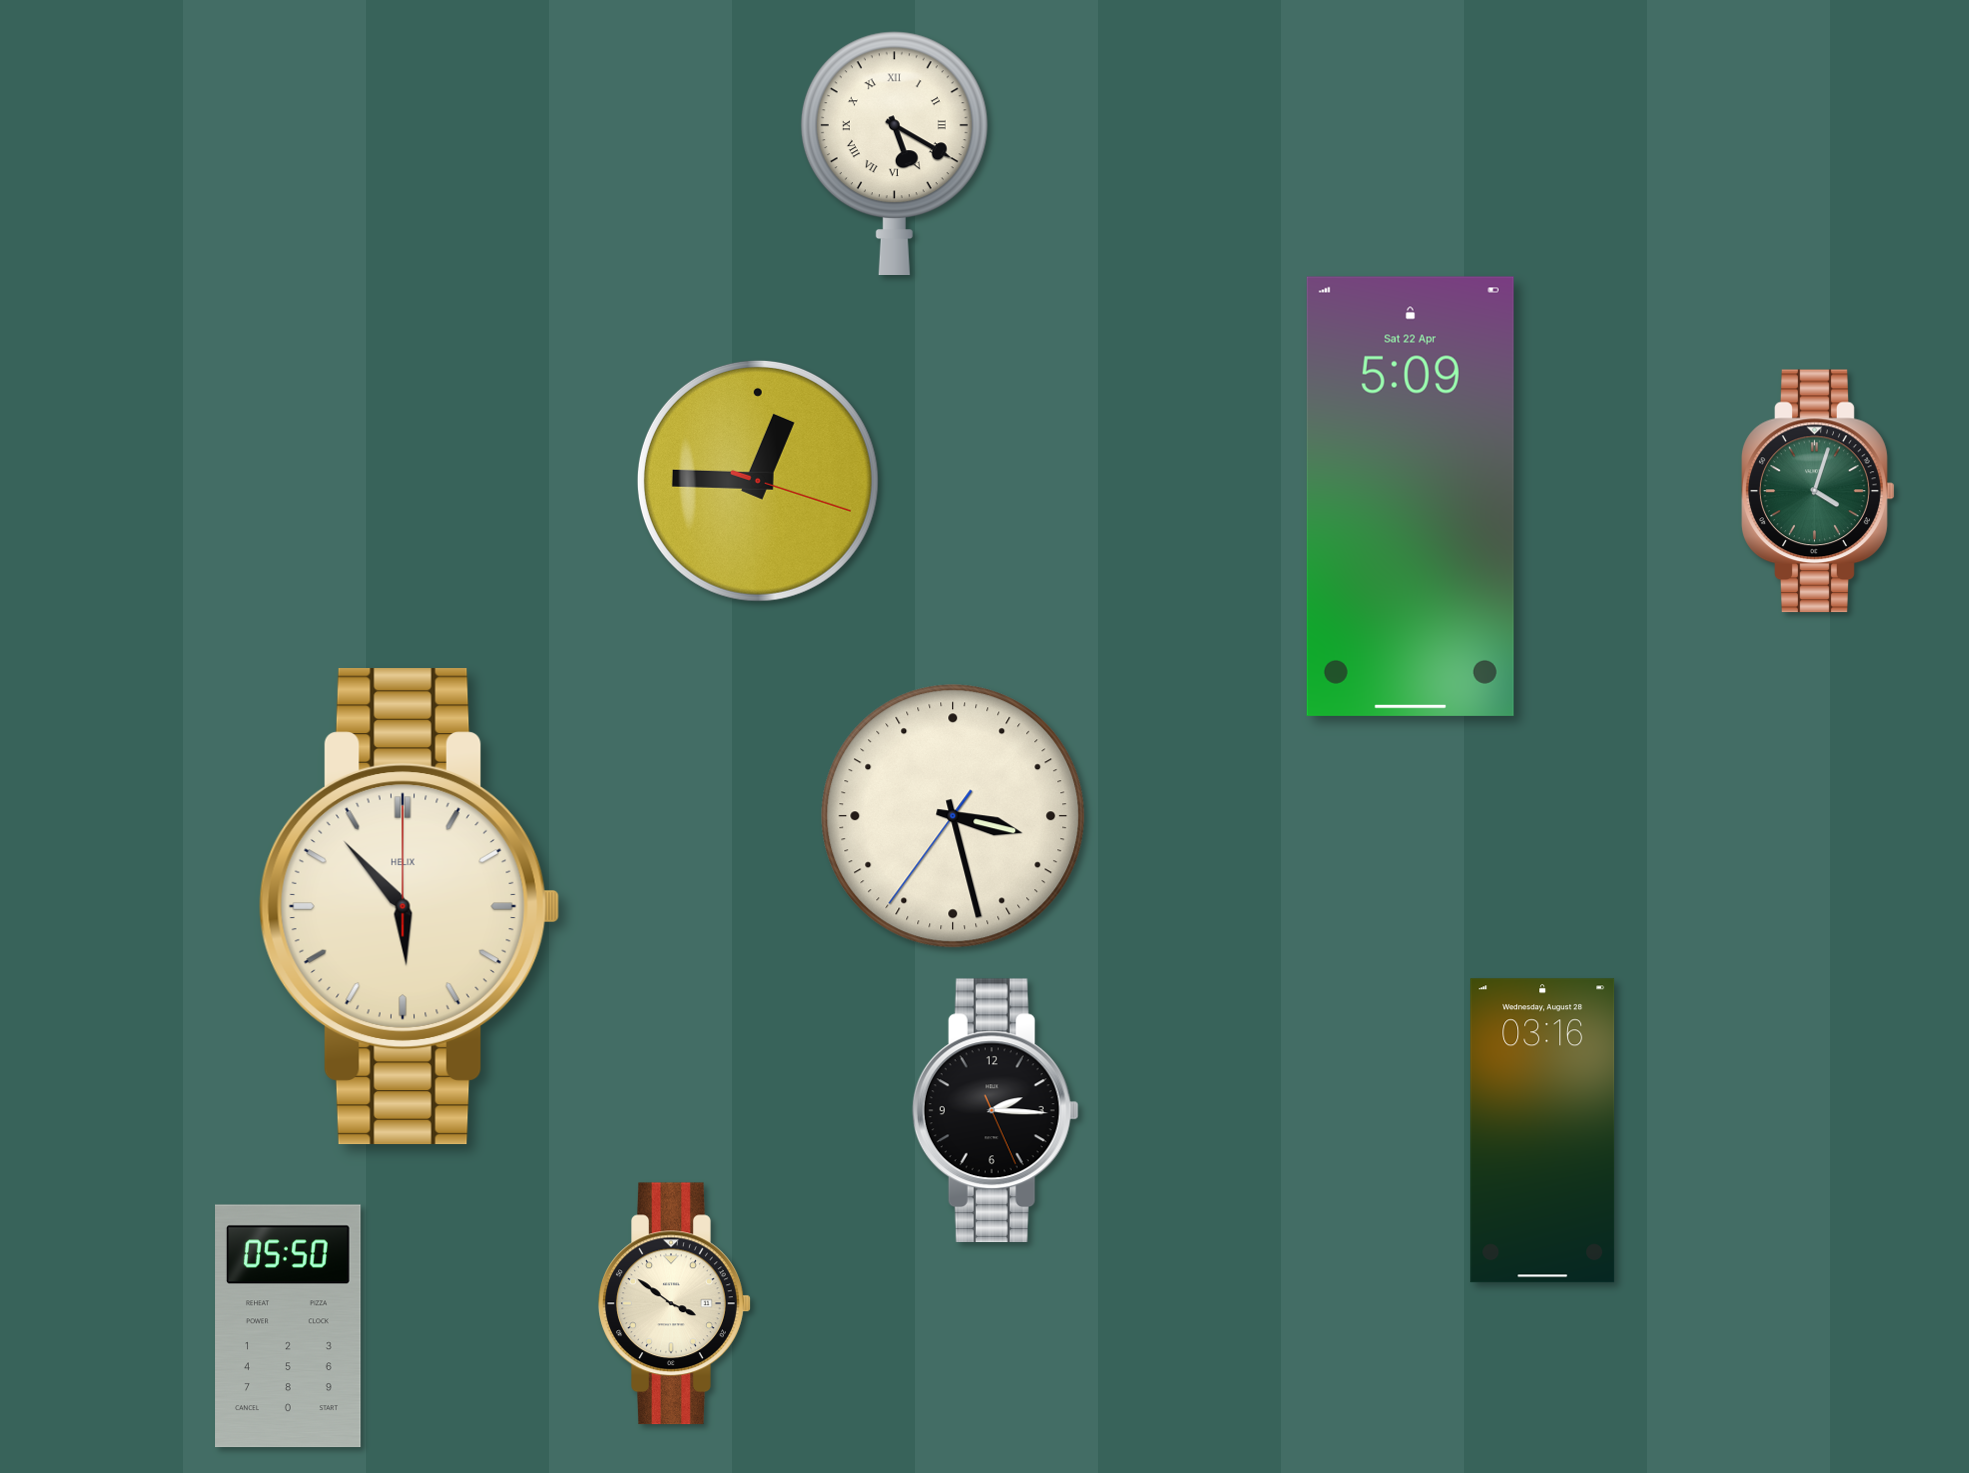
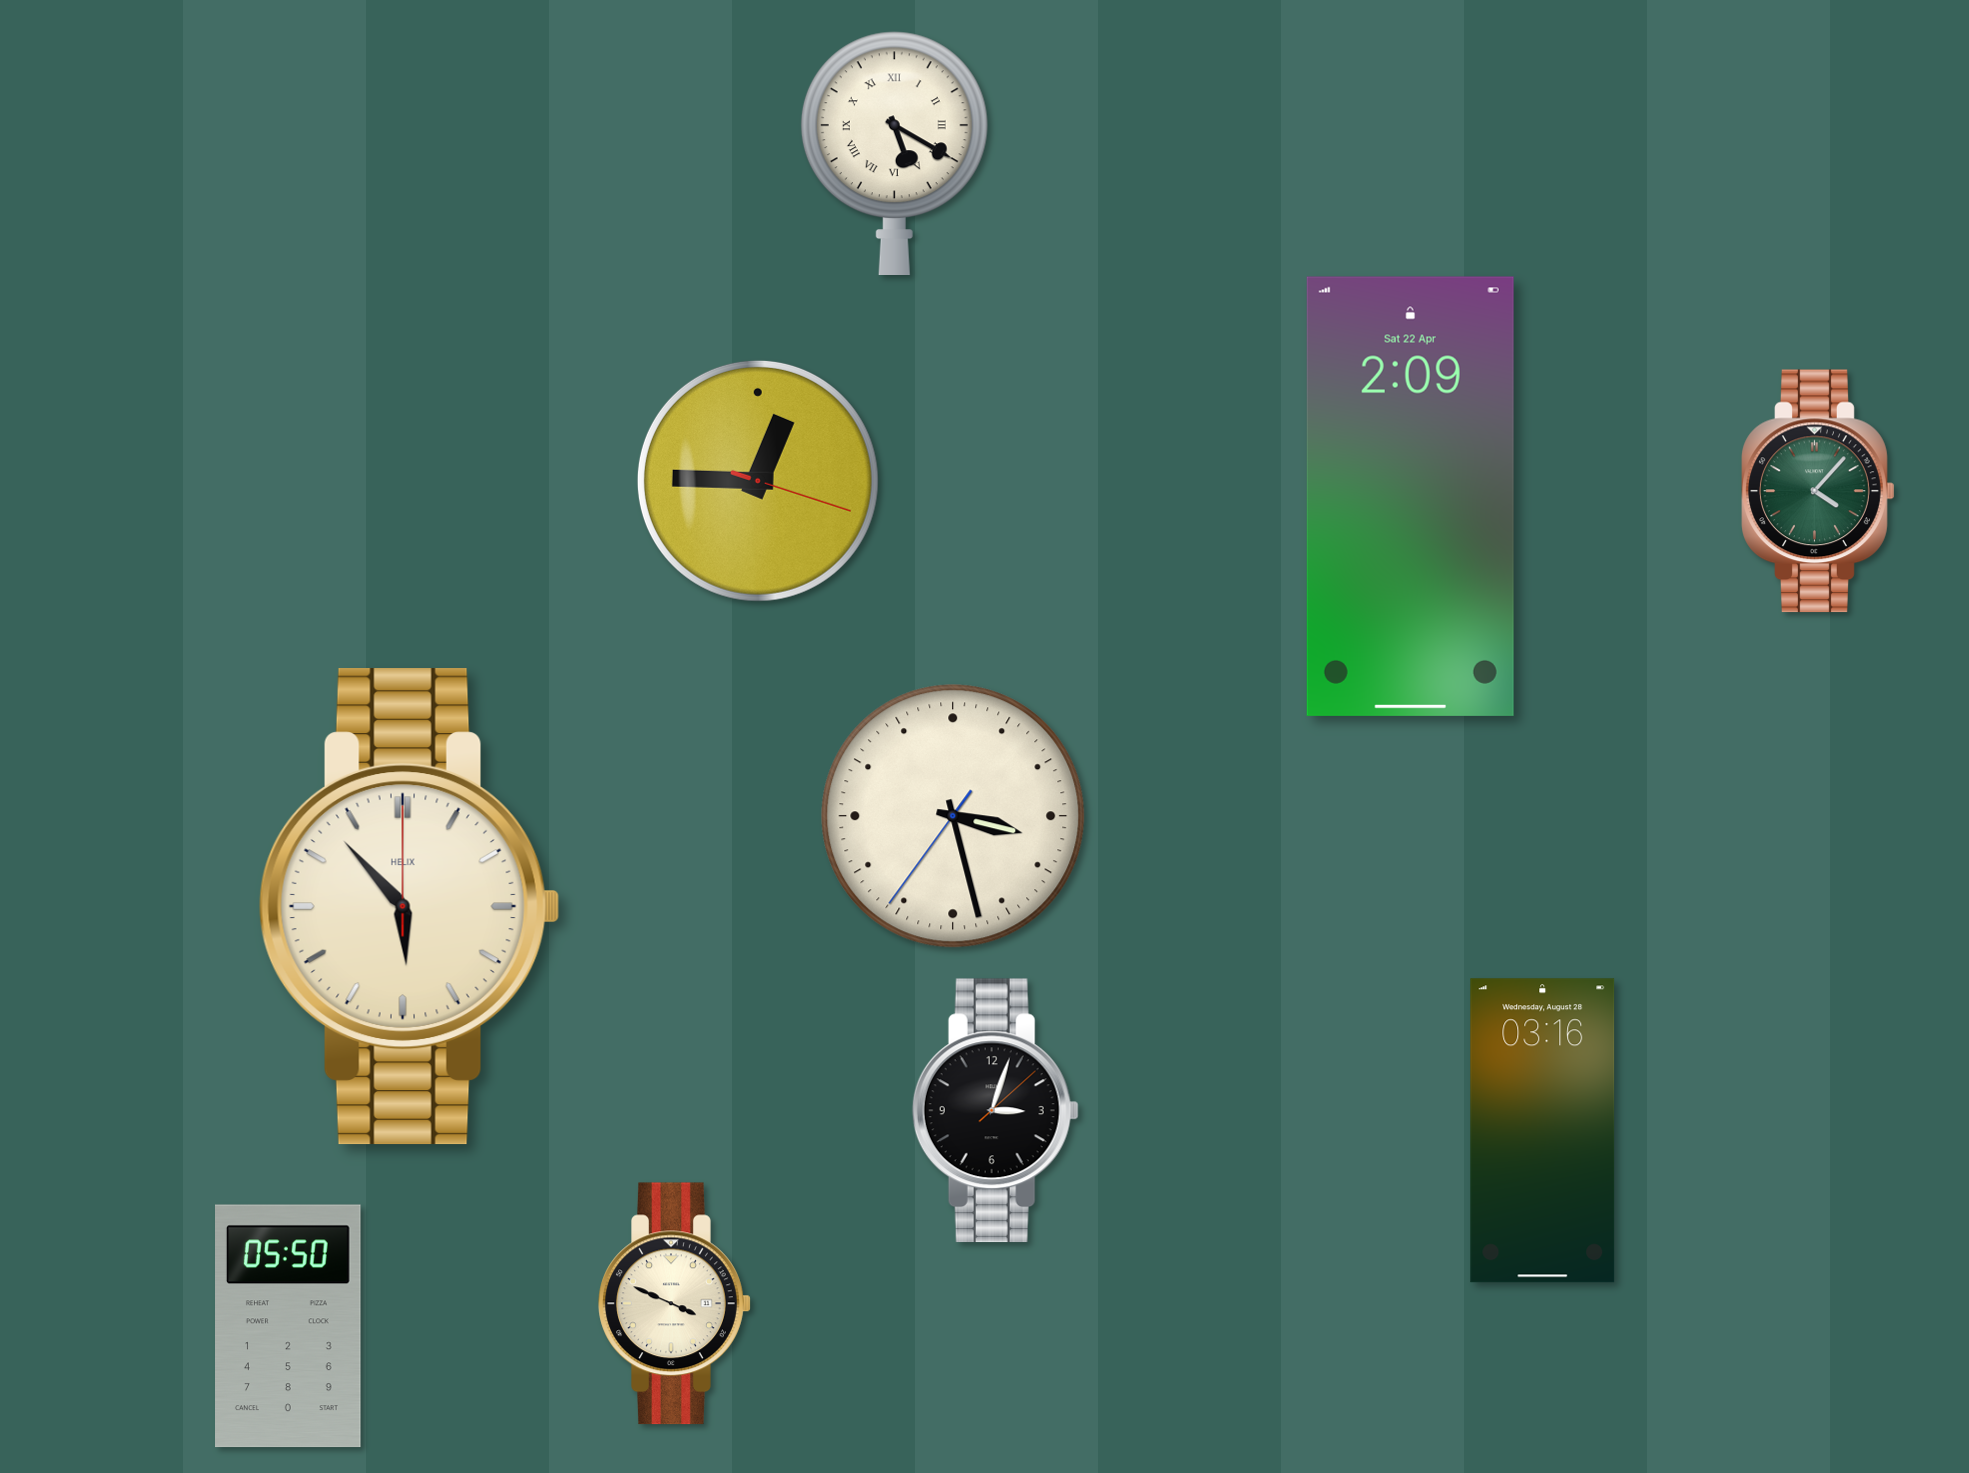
clock at (1818, 491): 4:03 -> 4:07
clock at (1410, 496): 5:09 -> 2:09
clock at (995, 1111): 2:15 -> 3:03
clock at (675, 1304): 3:51 -> 3:49
